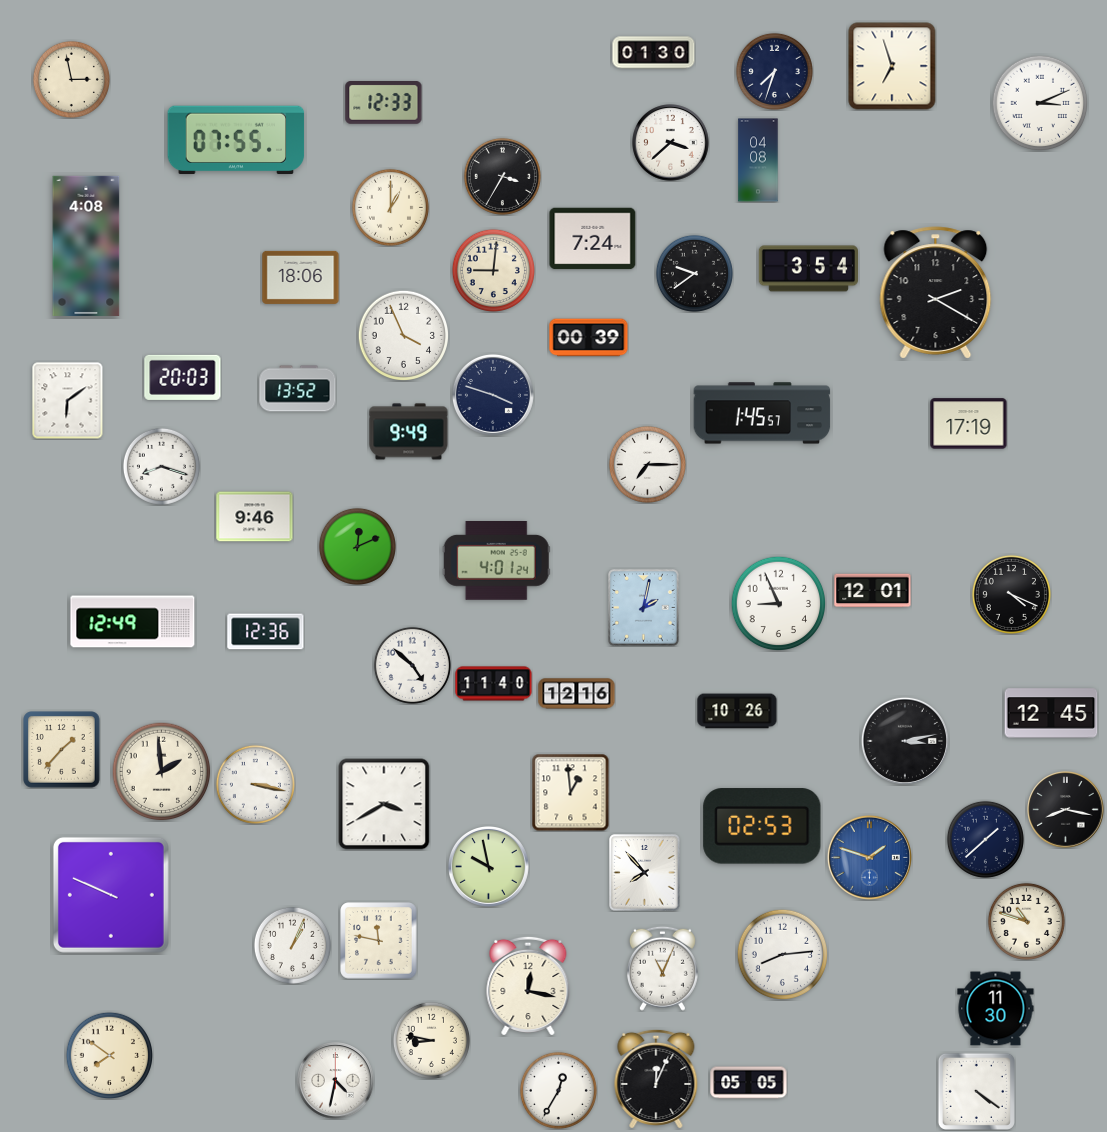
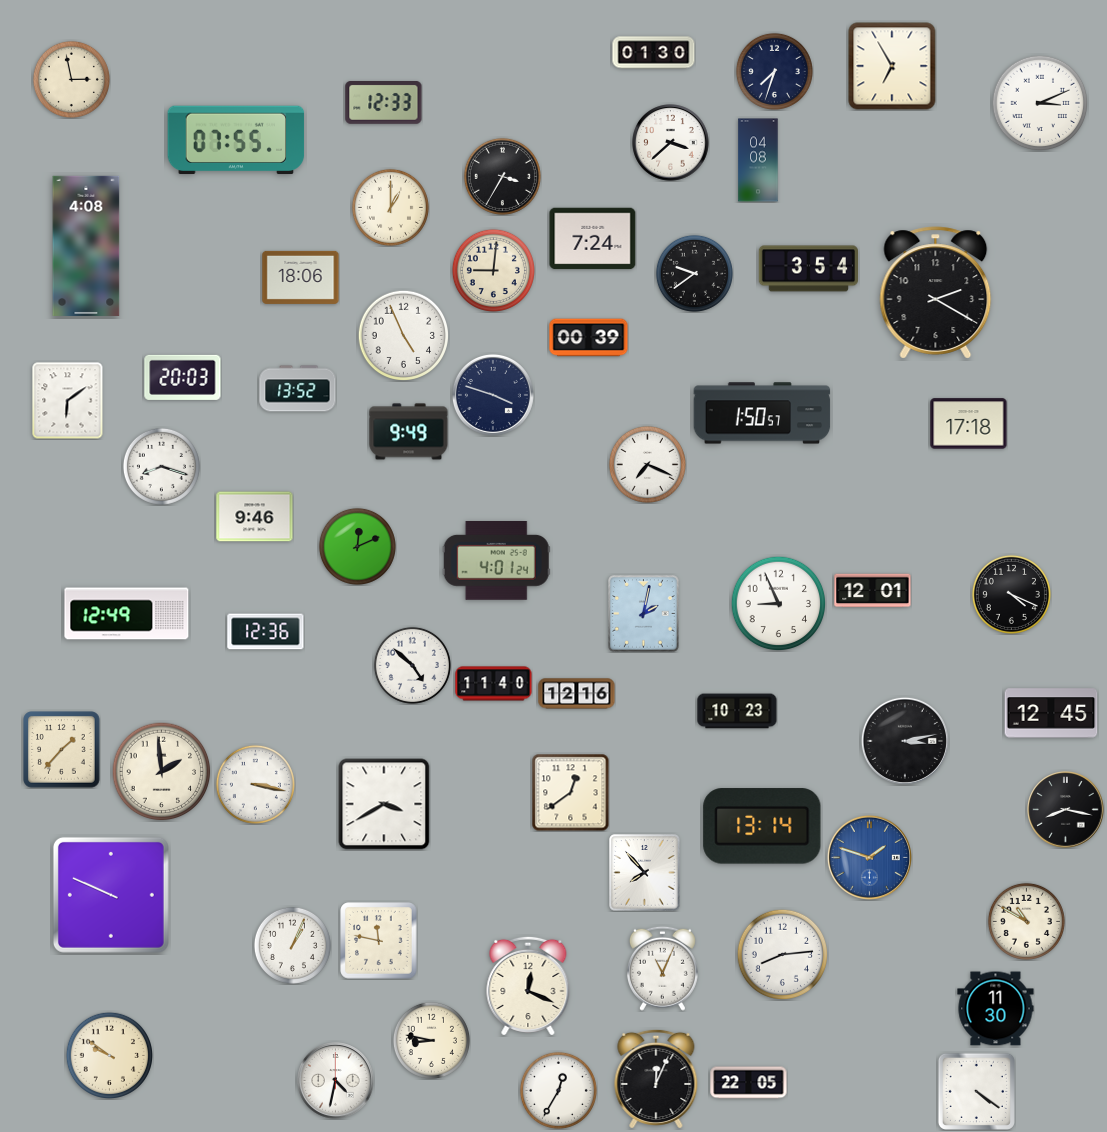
clock at (892, 66): 6:57 -> 6:55
clock at (403, 335): 3:56 -> 4:56
clock at (762, 413): 1:45 -> 1:50
clock at (969, 424): 17:19 -> 17:18
clock at (647, 464): 7:15 -> 7:19
clock at (644, 608) position: (644, 608) -> (644, 614)
clock at (133, 622) position: (133, 622) -> (127, 614)
clock at (737, 711): 10:26 -> 10:23
clock at (570, 792): 12:59 -> 12:39
clock at (762, 826): 02:53 -> 13:14
clock at (985, 839): 1:38 -> none
clock at (488, 866): 9:58 -> none
clock at (1026, 921): 10:48 -> 10:50
clock at (528, 986): 12:17 -> 12:19
clock at (109, 1055): 7:51 -> 9:51
clock at (749, 1083): 05:05 -> 22:05
